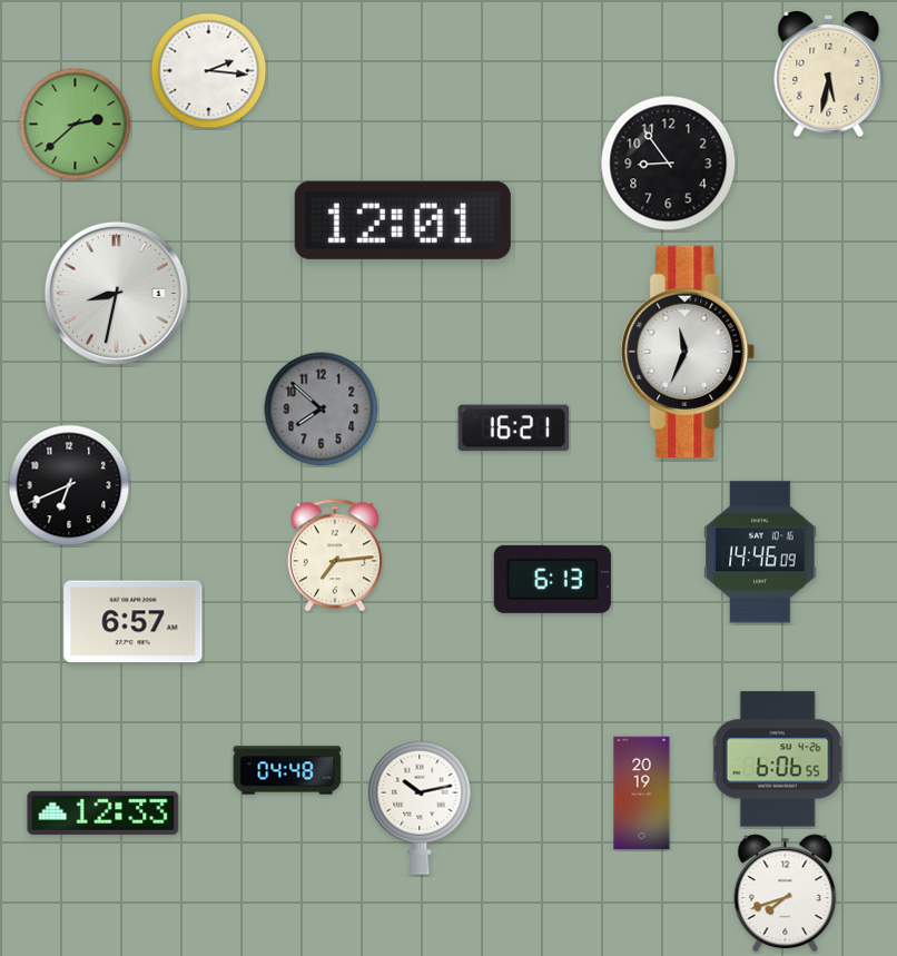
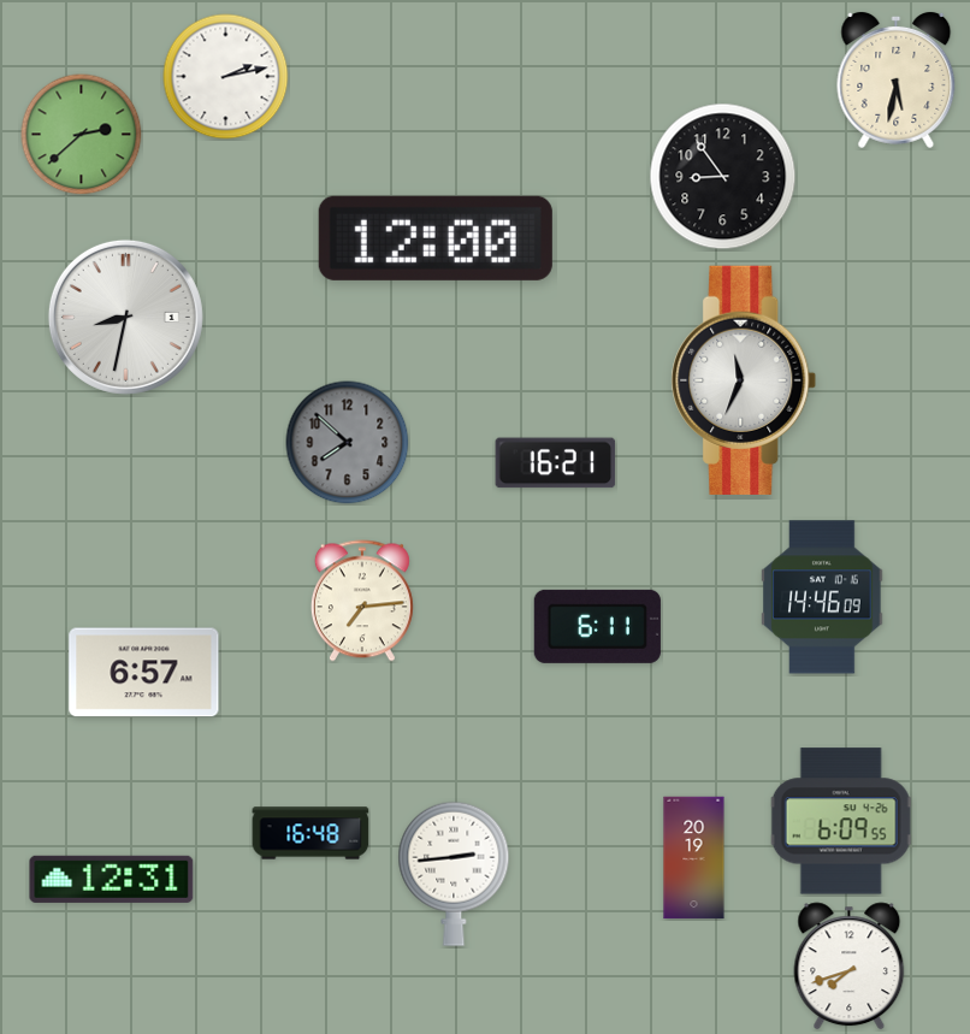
clock at (209, 71): 2:16 -> 2:13
clock at (403, 220): 12:01 -> 12:00
clock at (69, 485): 6:41 -> none
clock at (552, 579): 6:13 -> 6:11
clock at (778, 759): 6:06 -> 6:09
clock at (287, 770): 04:48 -> 16:48
clock at (420, 808): 10:13 -> 2:44
clock at (103, 812): 12:33 -> 12:31
